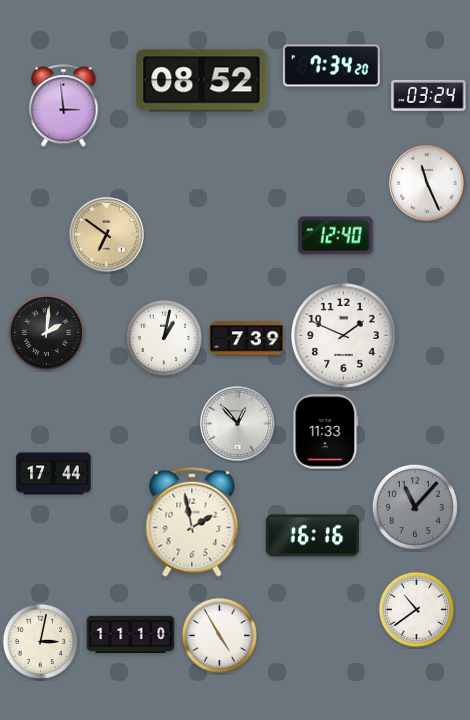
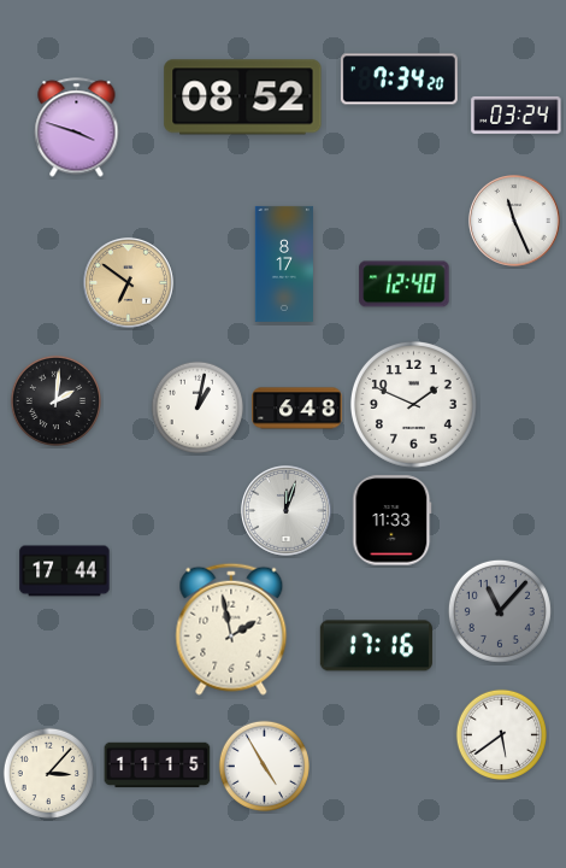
clock at (64, 106): 2:59 -> 3:48
clock at (283, 264): none -> 8:17
clock at (247, 339): 7:39 -> 6:48
clock at (238, 424): 12:53 -> 12:03
clock at (312, 536): 16:16 -> 17:16
clock at (416, 609): 10:39 -> 5:39
clock at (131, 635): 11:10 -> 11:15
clock at (40, 641): 3:02 -> 3:07
